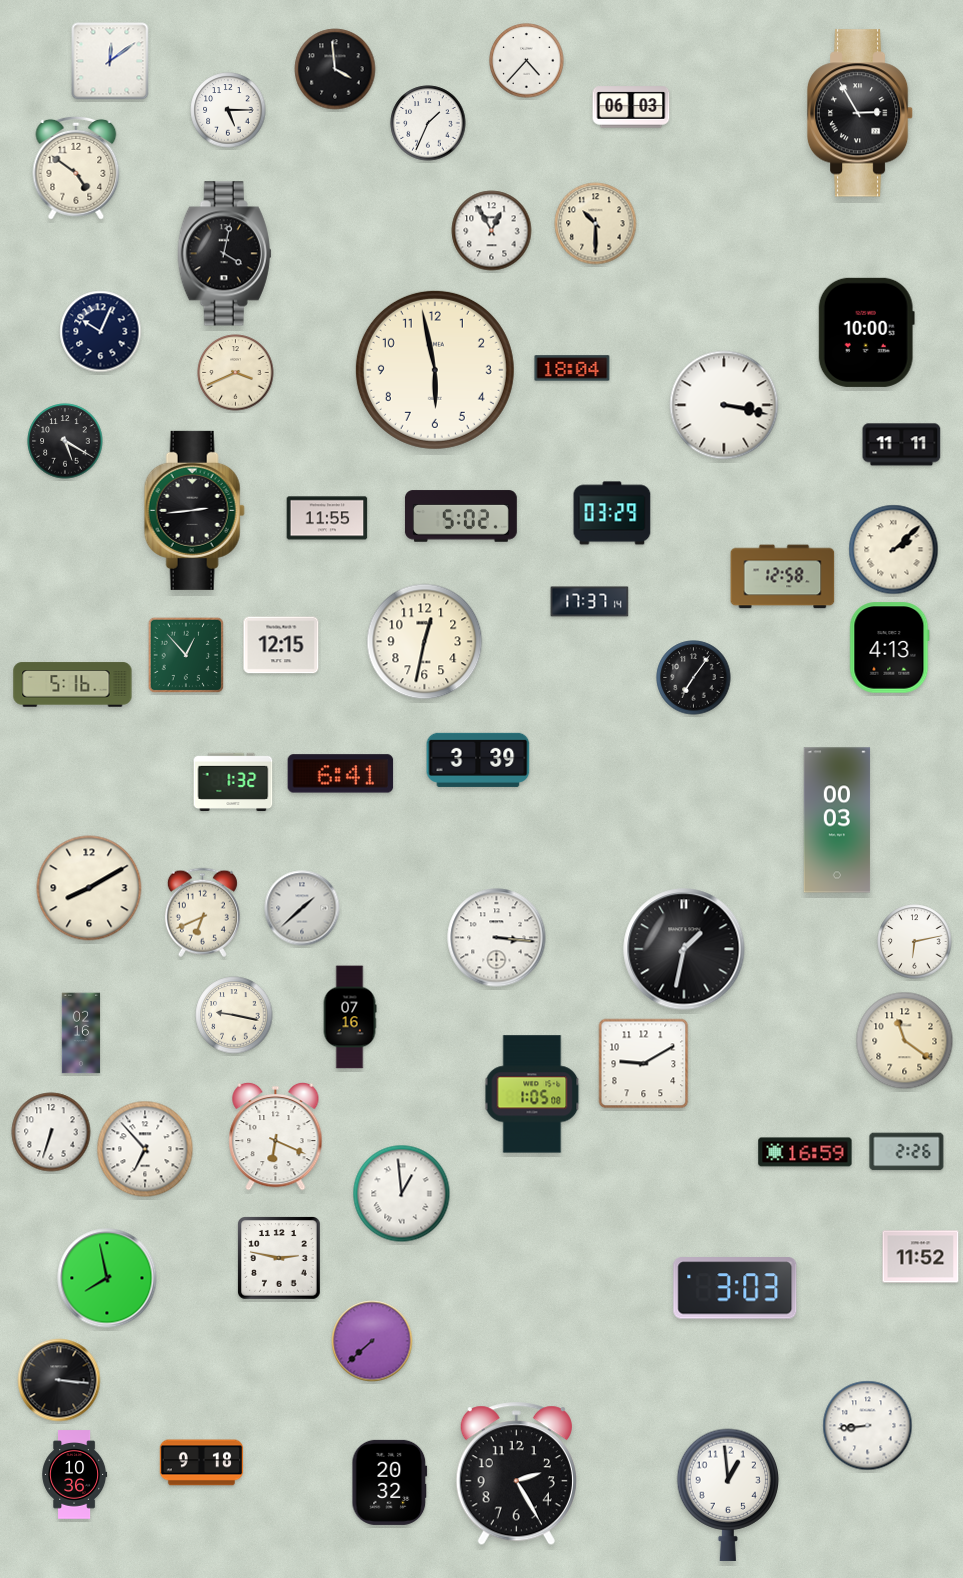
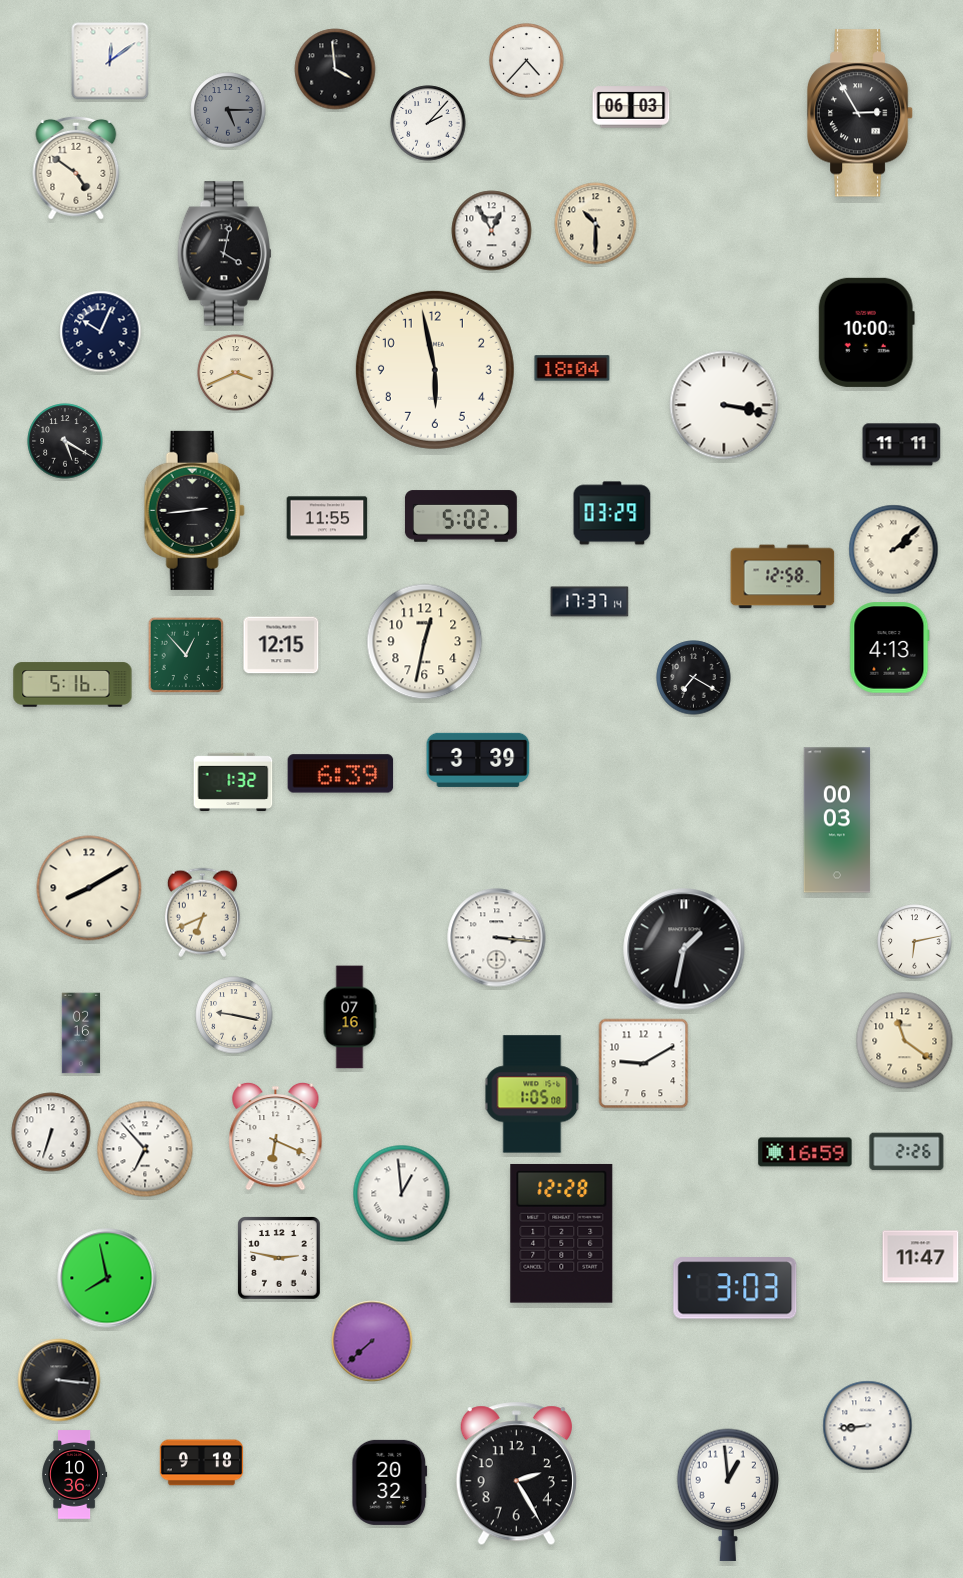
clock at (228, 110) dial: white -> grey
clock at (428, 123): 1:34 -> 2:07
clock at (694, 678): 7:06 -> 7:20
clock at (341, 774): 6:41 -> 6:39
clock at (302, 908): 1:38 -> none
clock at (562, 1233): none -> 12:28
clock at (921, 1257): 11:52 -> 11:47
